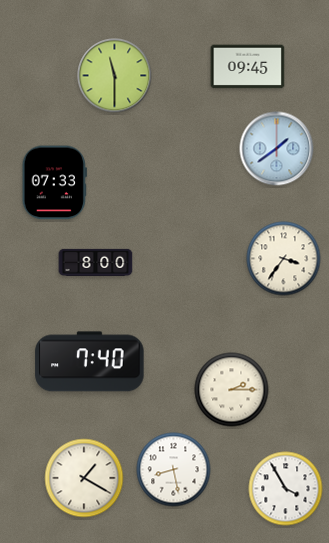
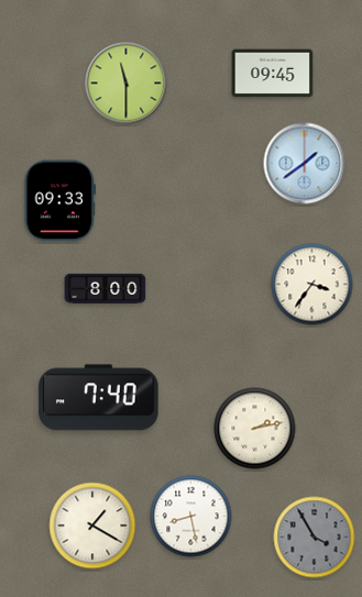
clock at (54, 183): 07:33 -> 09:33
clock at (232, 390): 2:15 -> 2:13
clock at (286, 489) dial: white -> grey
